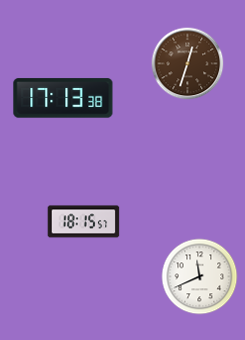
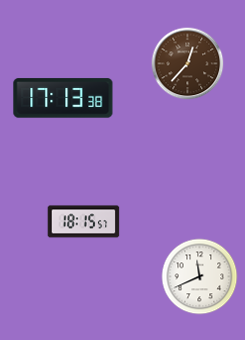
clock at (188, 64): 12:33 -> 12:37
